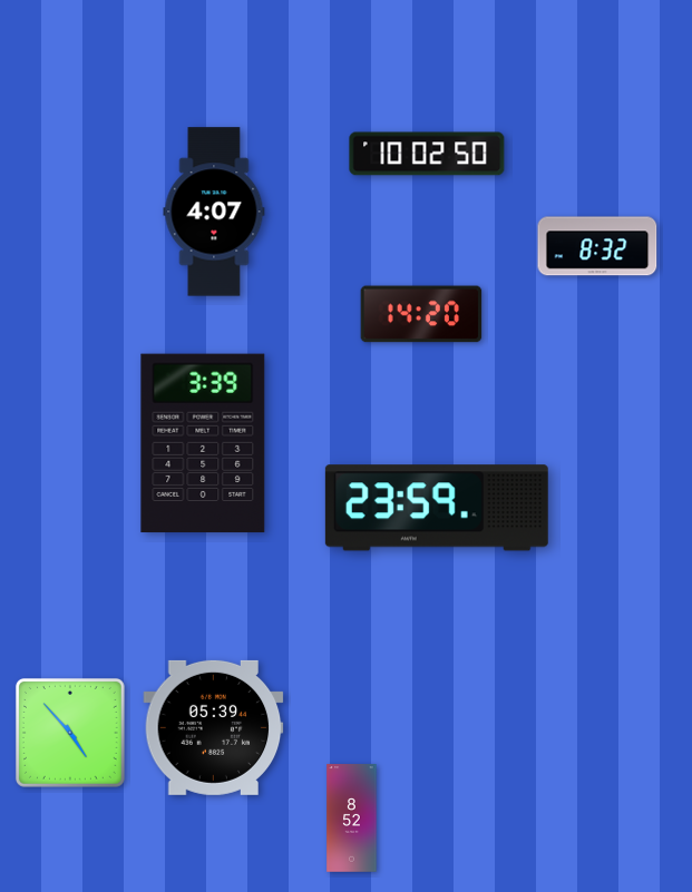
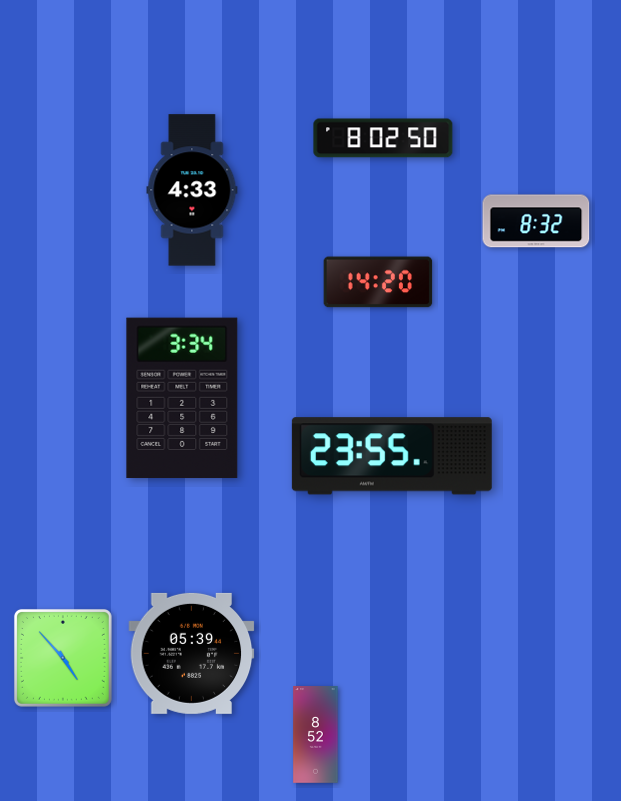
clock at (427, 154): 10:02 -> 8:02
clock at (214, 212): 4:07 -> 4:33
clock at (203, 443): 3:39 -> 3:34
clock at (437, 508): 23:59 -> 23:55
